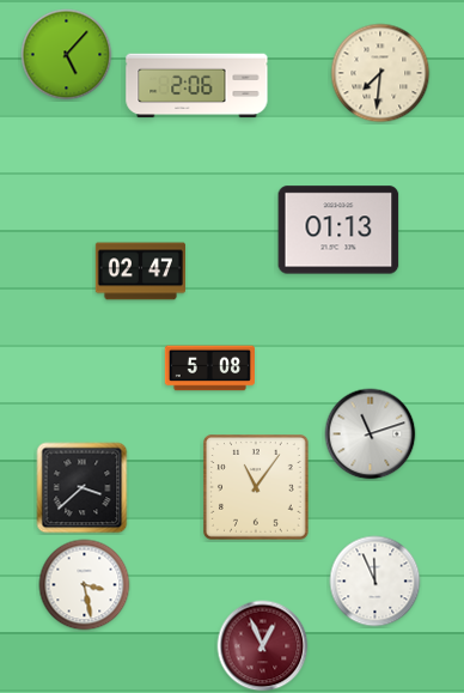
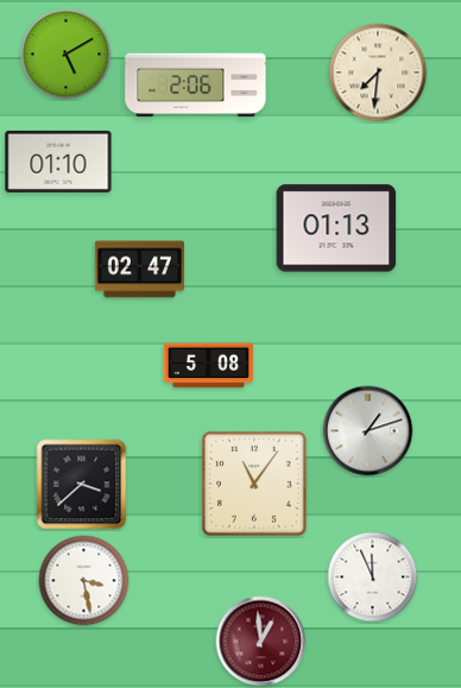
clock at (67, 55): 5:07 -> 5:10
clock at (58, 162): none -> 01:10
clock at (371, 434): 11:12 -> 1:12
clock at (263, 646): 12:56 -> 12:59
